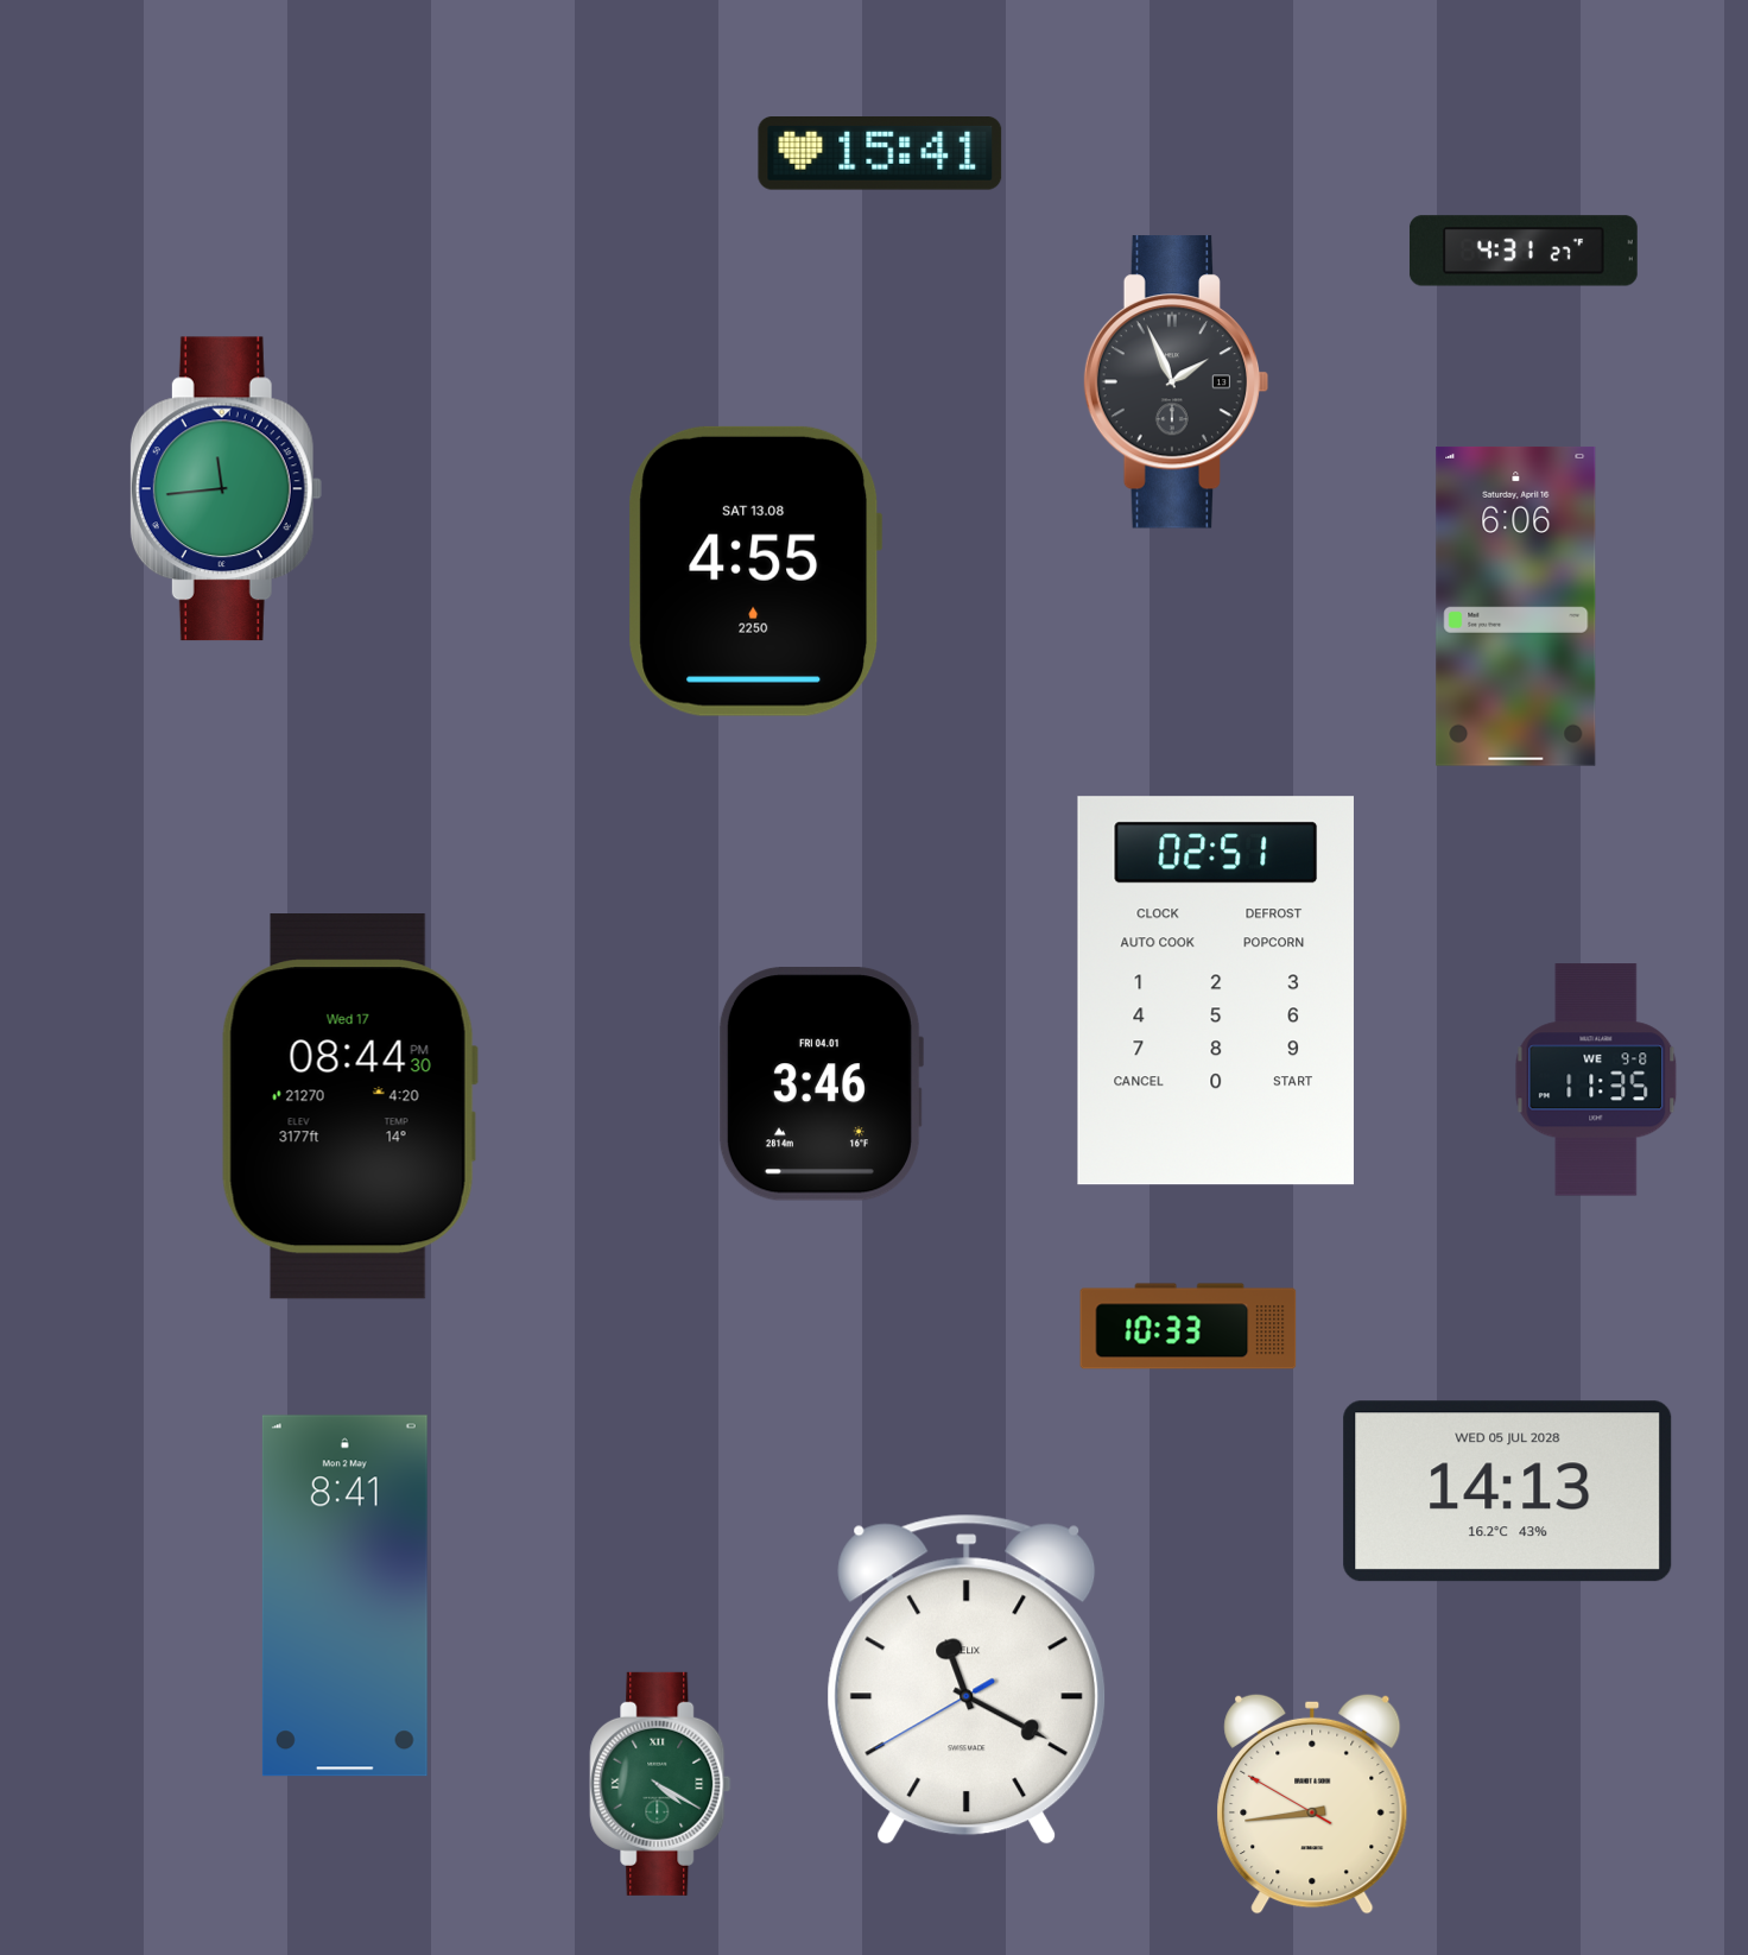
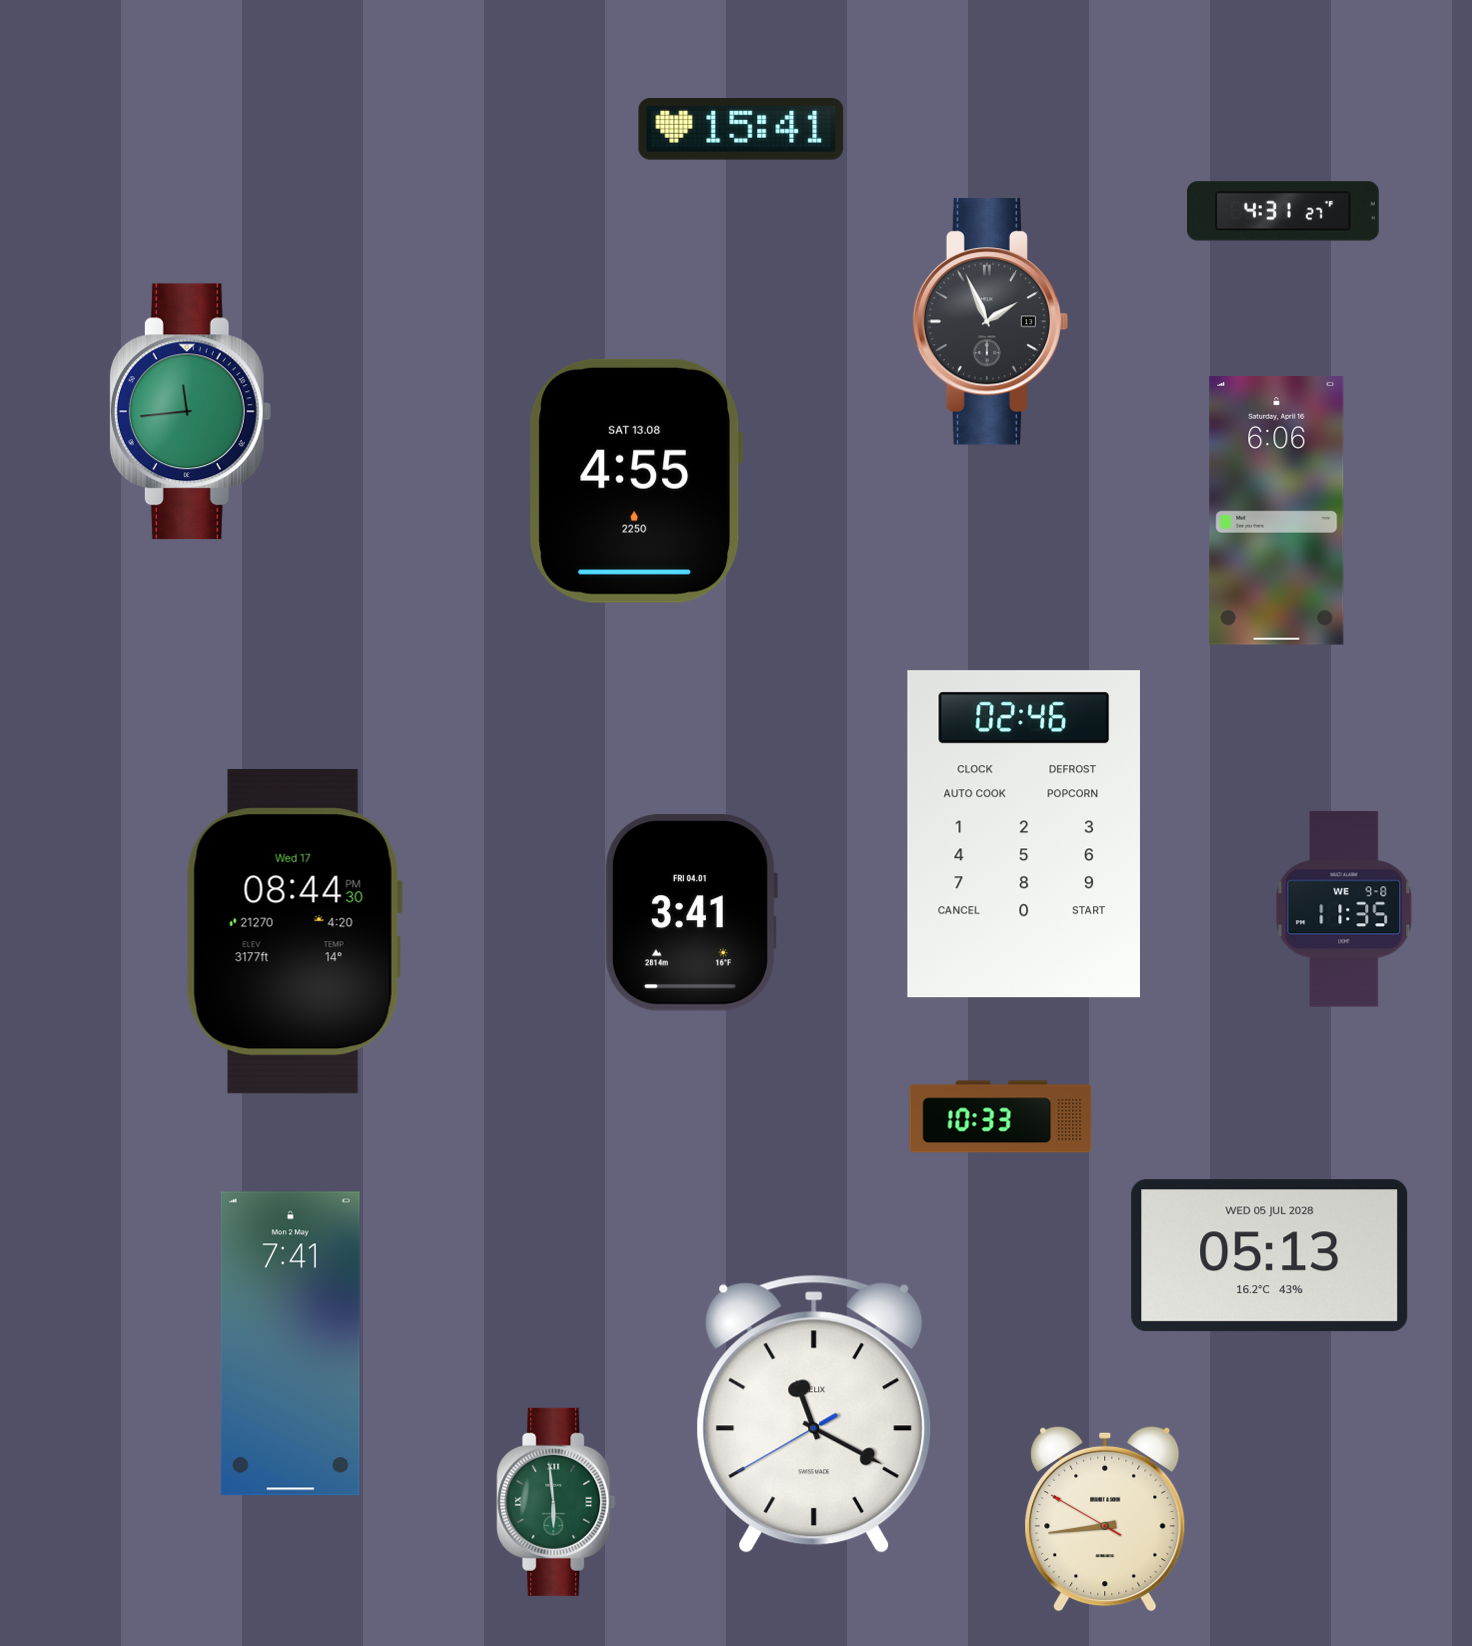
clock at (1216, 991): 02:51 -> 02:46
clock at (821, 1084): 3:46 -> 3:41
clock at (1508, 1492): 14:13 -> 05:13
clock at (344, 1596): 8:41 -> 7:41
clock at (660, 1784): 4:20 -> 5:59
